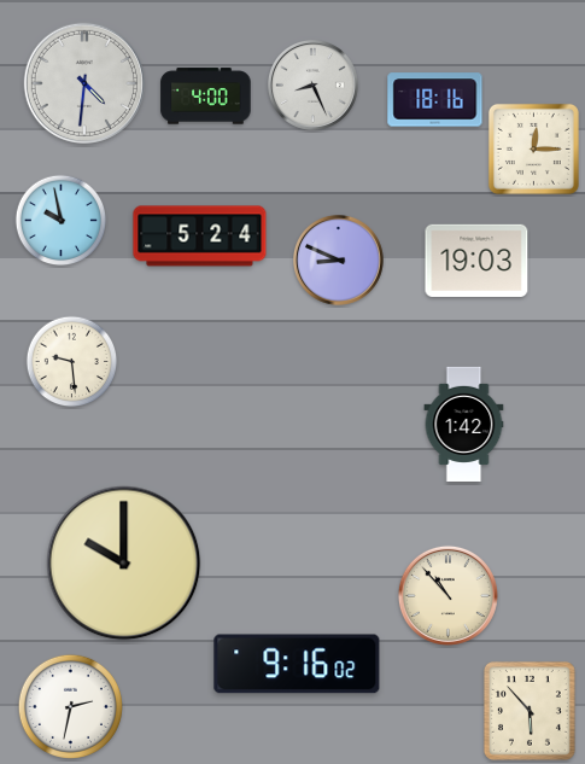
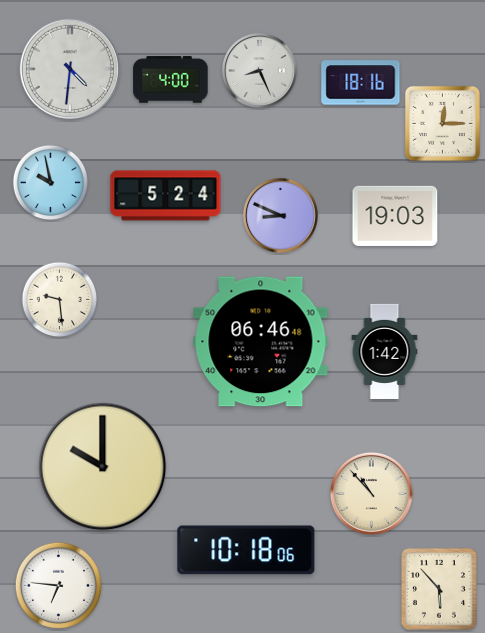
clock at (261, 342): none -> 06:46
clock at (297, 664): 9:16 -> 10:18
clock at (70, 706): 2:32 -> 6:46
